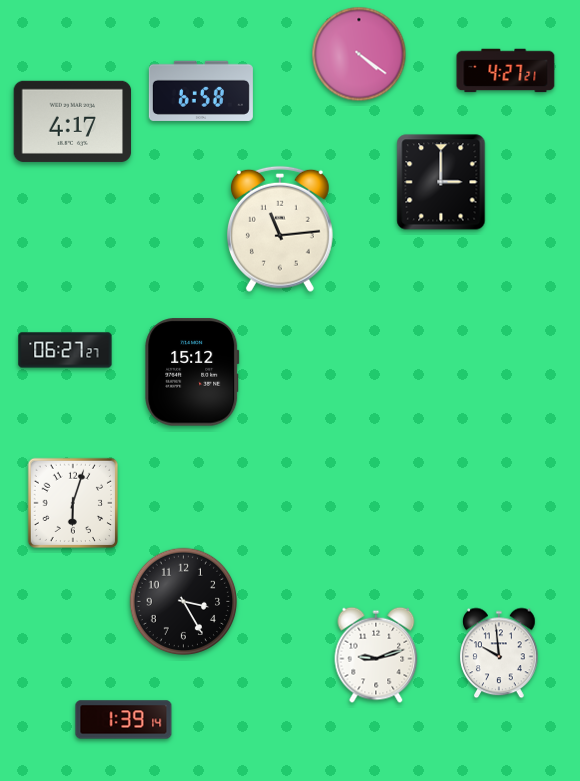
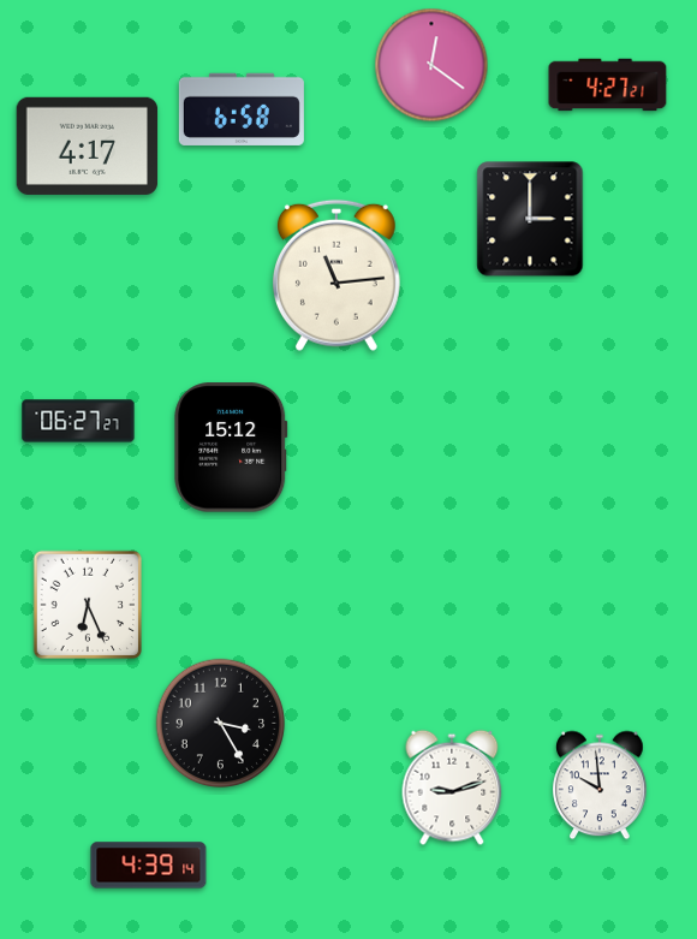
clock at (359, 54): 4:21 -> 12:21
clock at (72, 502): 6:03 -> 6:26
clock at (124, 720): 1:39 -> 4:39
